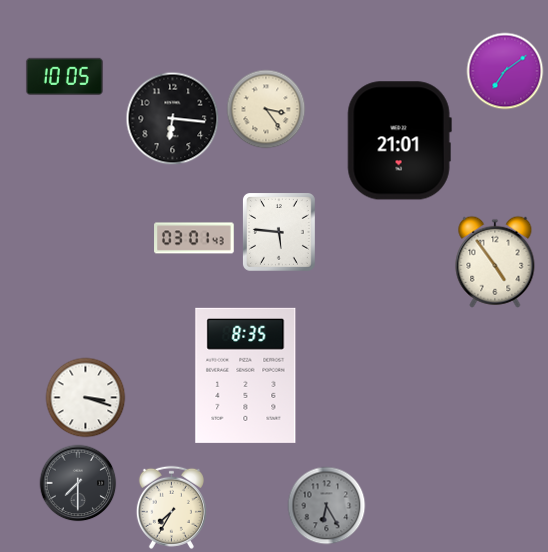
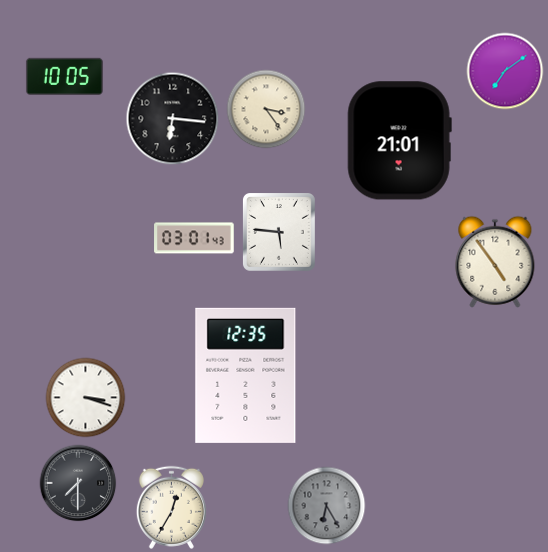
clock at (246, 375): 8:35 -> 12:35
clock at (171, 507): 7:35 -> 12:35
